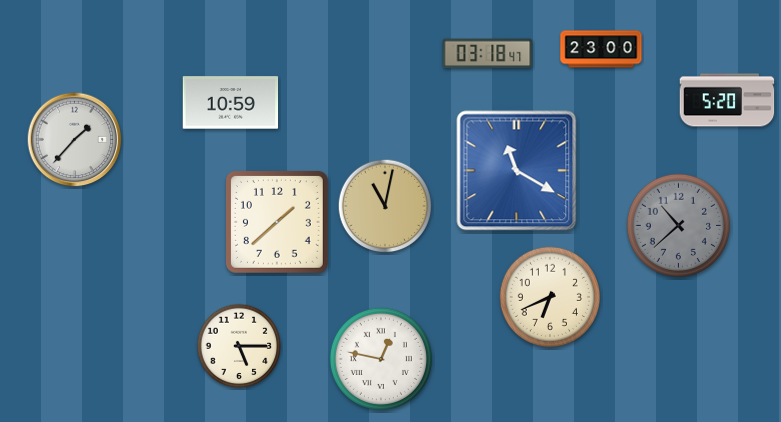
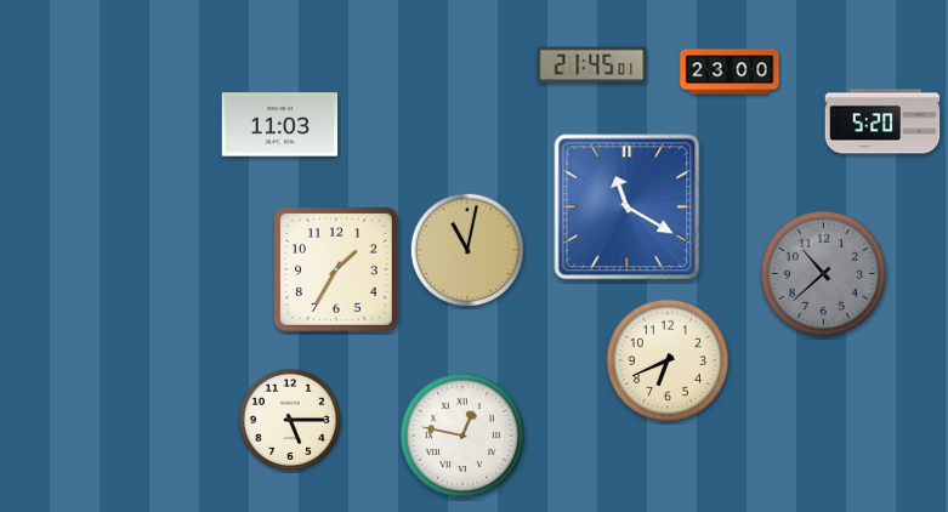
clock at (601, 49) position: (601, 49) -> (730, 72)
clock at (488, 54): 03:18 -> 21:45
clock at (231, 103): 10:59 -> 11:03
clock at (75, 140): 1:37 -> none
clock at (277, 222): 1:38 -> 1:35
